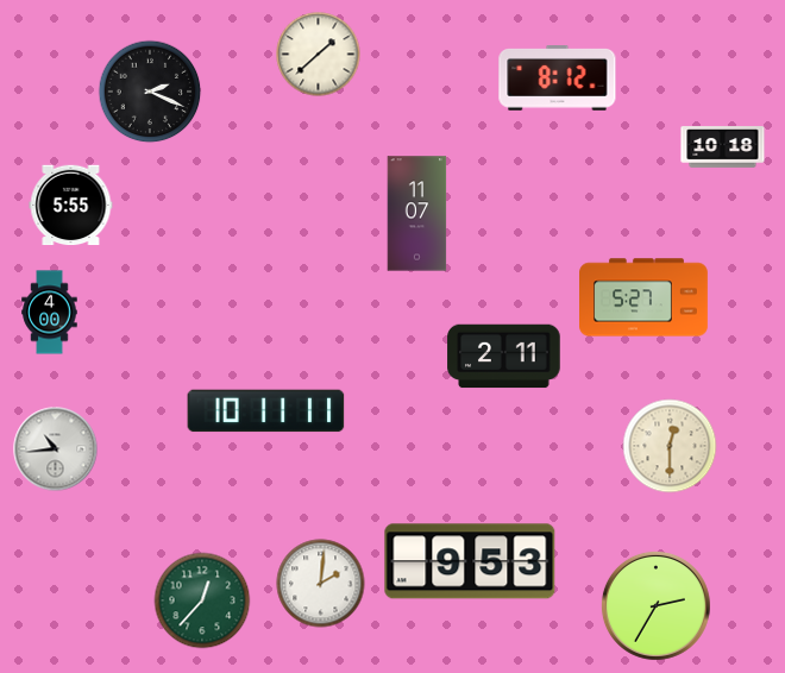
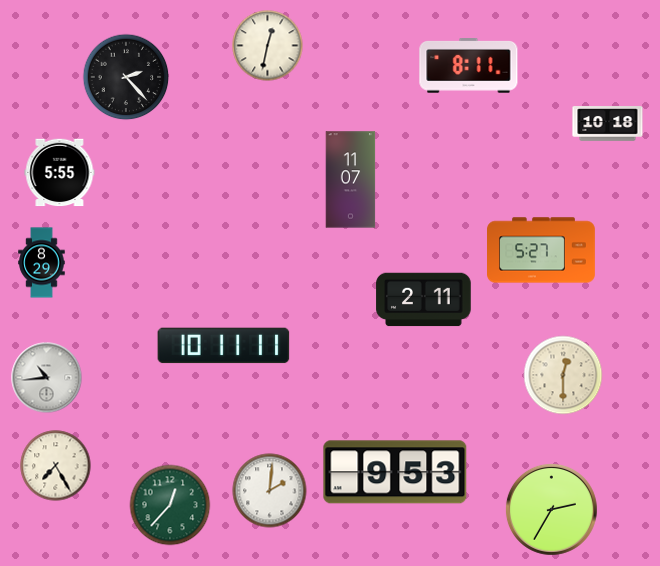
clock at (319, 55): 1:38 -> 12:32
clock at (558, 78): 8:12 -> 8:11
clock at (150, 92): 2:19 -> 2:23
clock at (50, 313): 4:00 -> 8:29
clock at (56, 466): none -> 7:25
